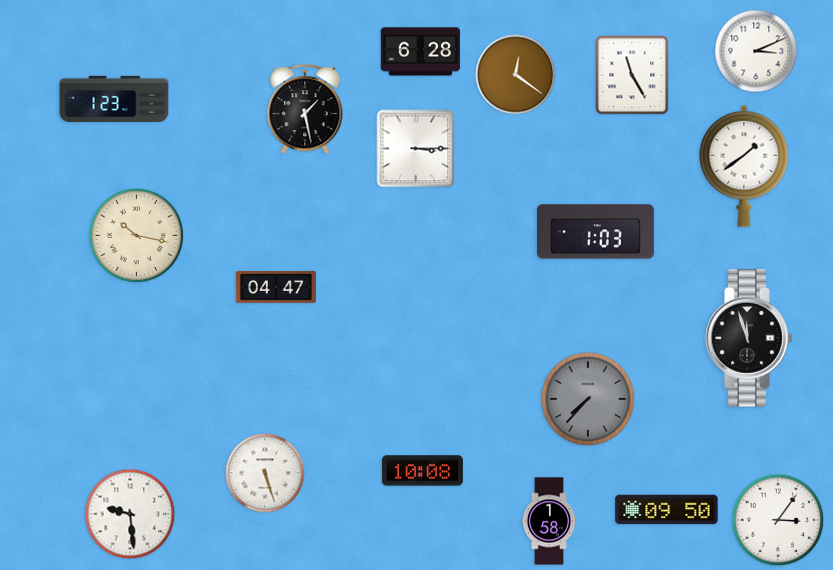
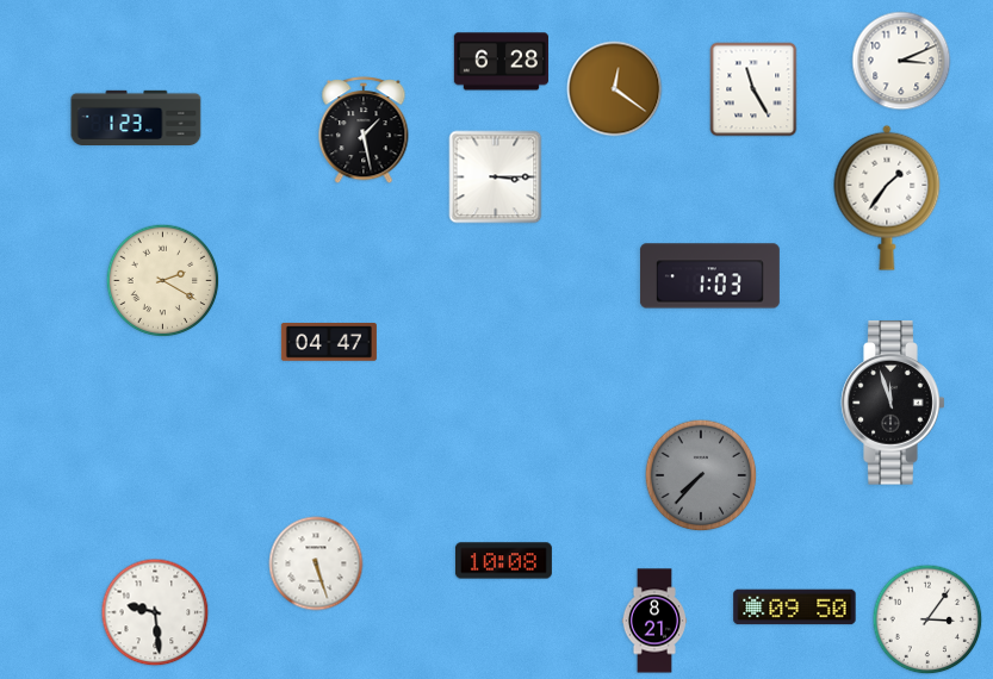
clock at (744, 166): 1:39 -> 1:36
clock at (137, 236): 10:17 -> 2:20
clock at (548, 521): 1:58 -> 8:21
